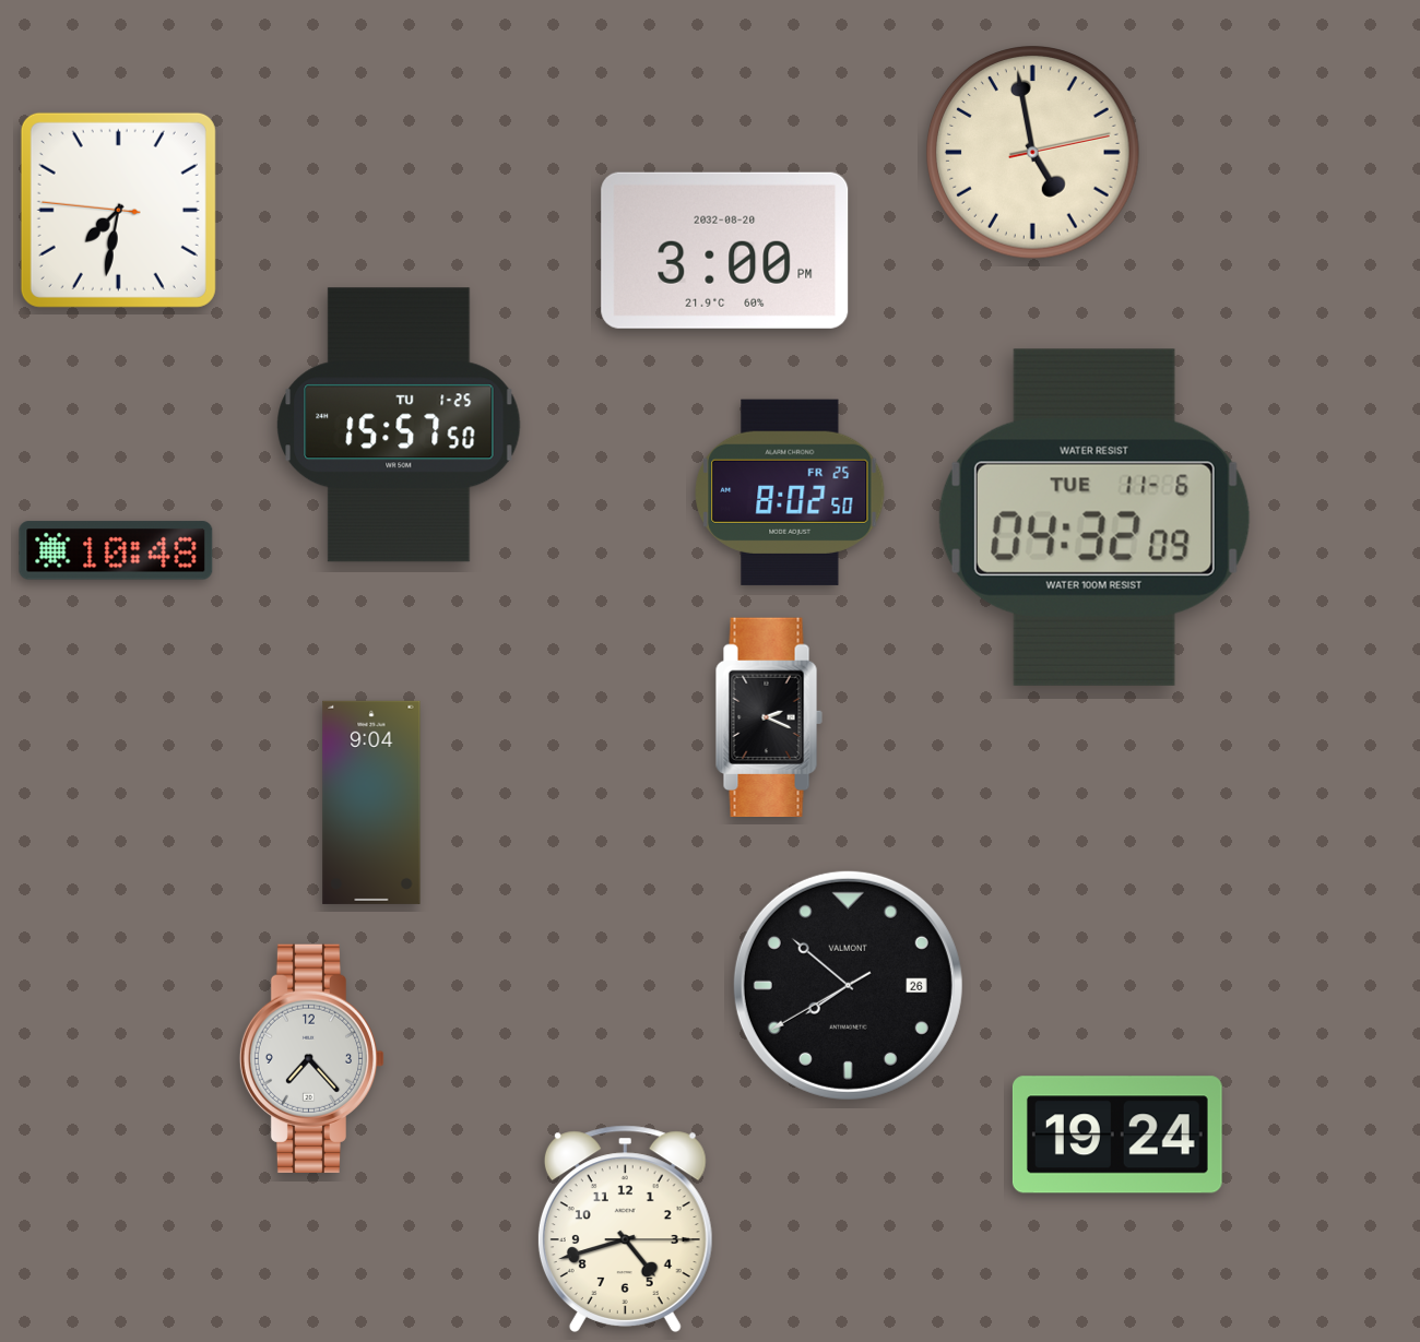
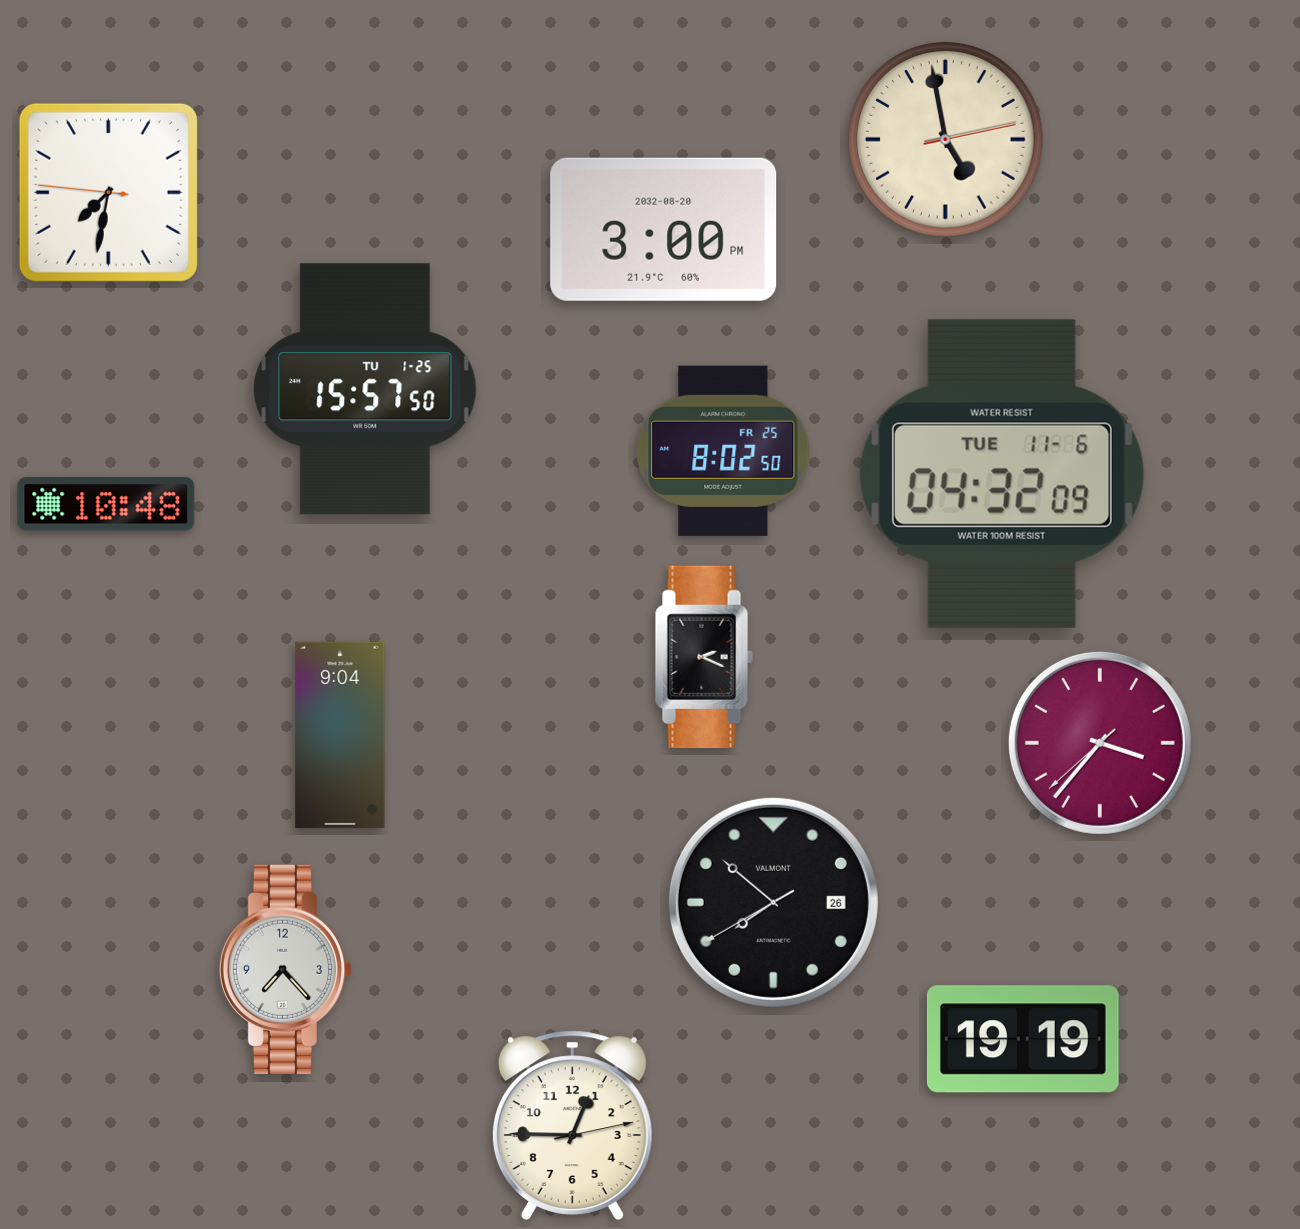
clock at (1100, 743): none -> 3:36
clock at (848, 985) position: (848, 985) -> (773, 902)
clock at (1117, 1135): 19:24 -> 19:19
clock at (625, 1228): 4:42 -> 12:45
